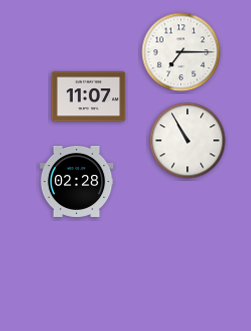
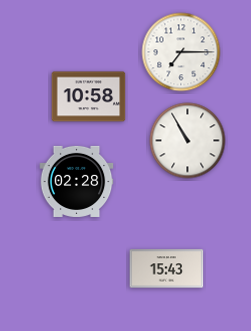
clock at (89, 97): 11:07 -> 10:58
clock at (167, 269): none -> 15:43
